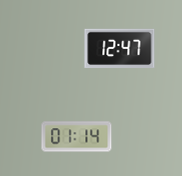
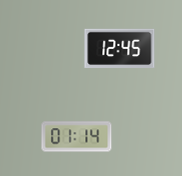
clock at (120, 48): 12:47 -> 12:45
